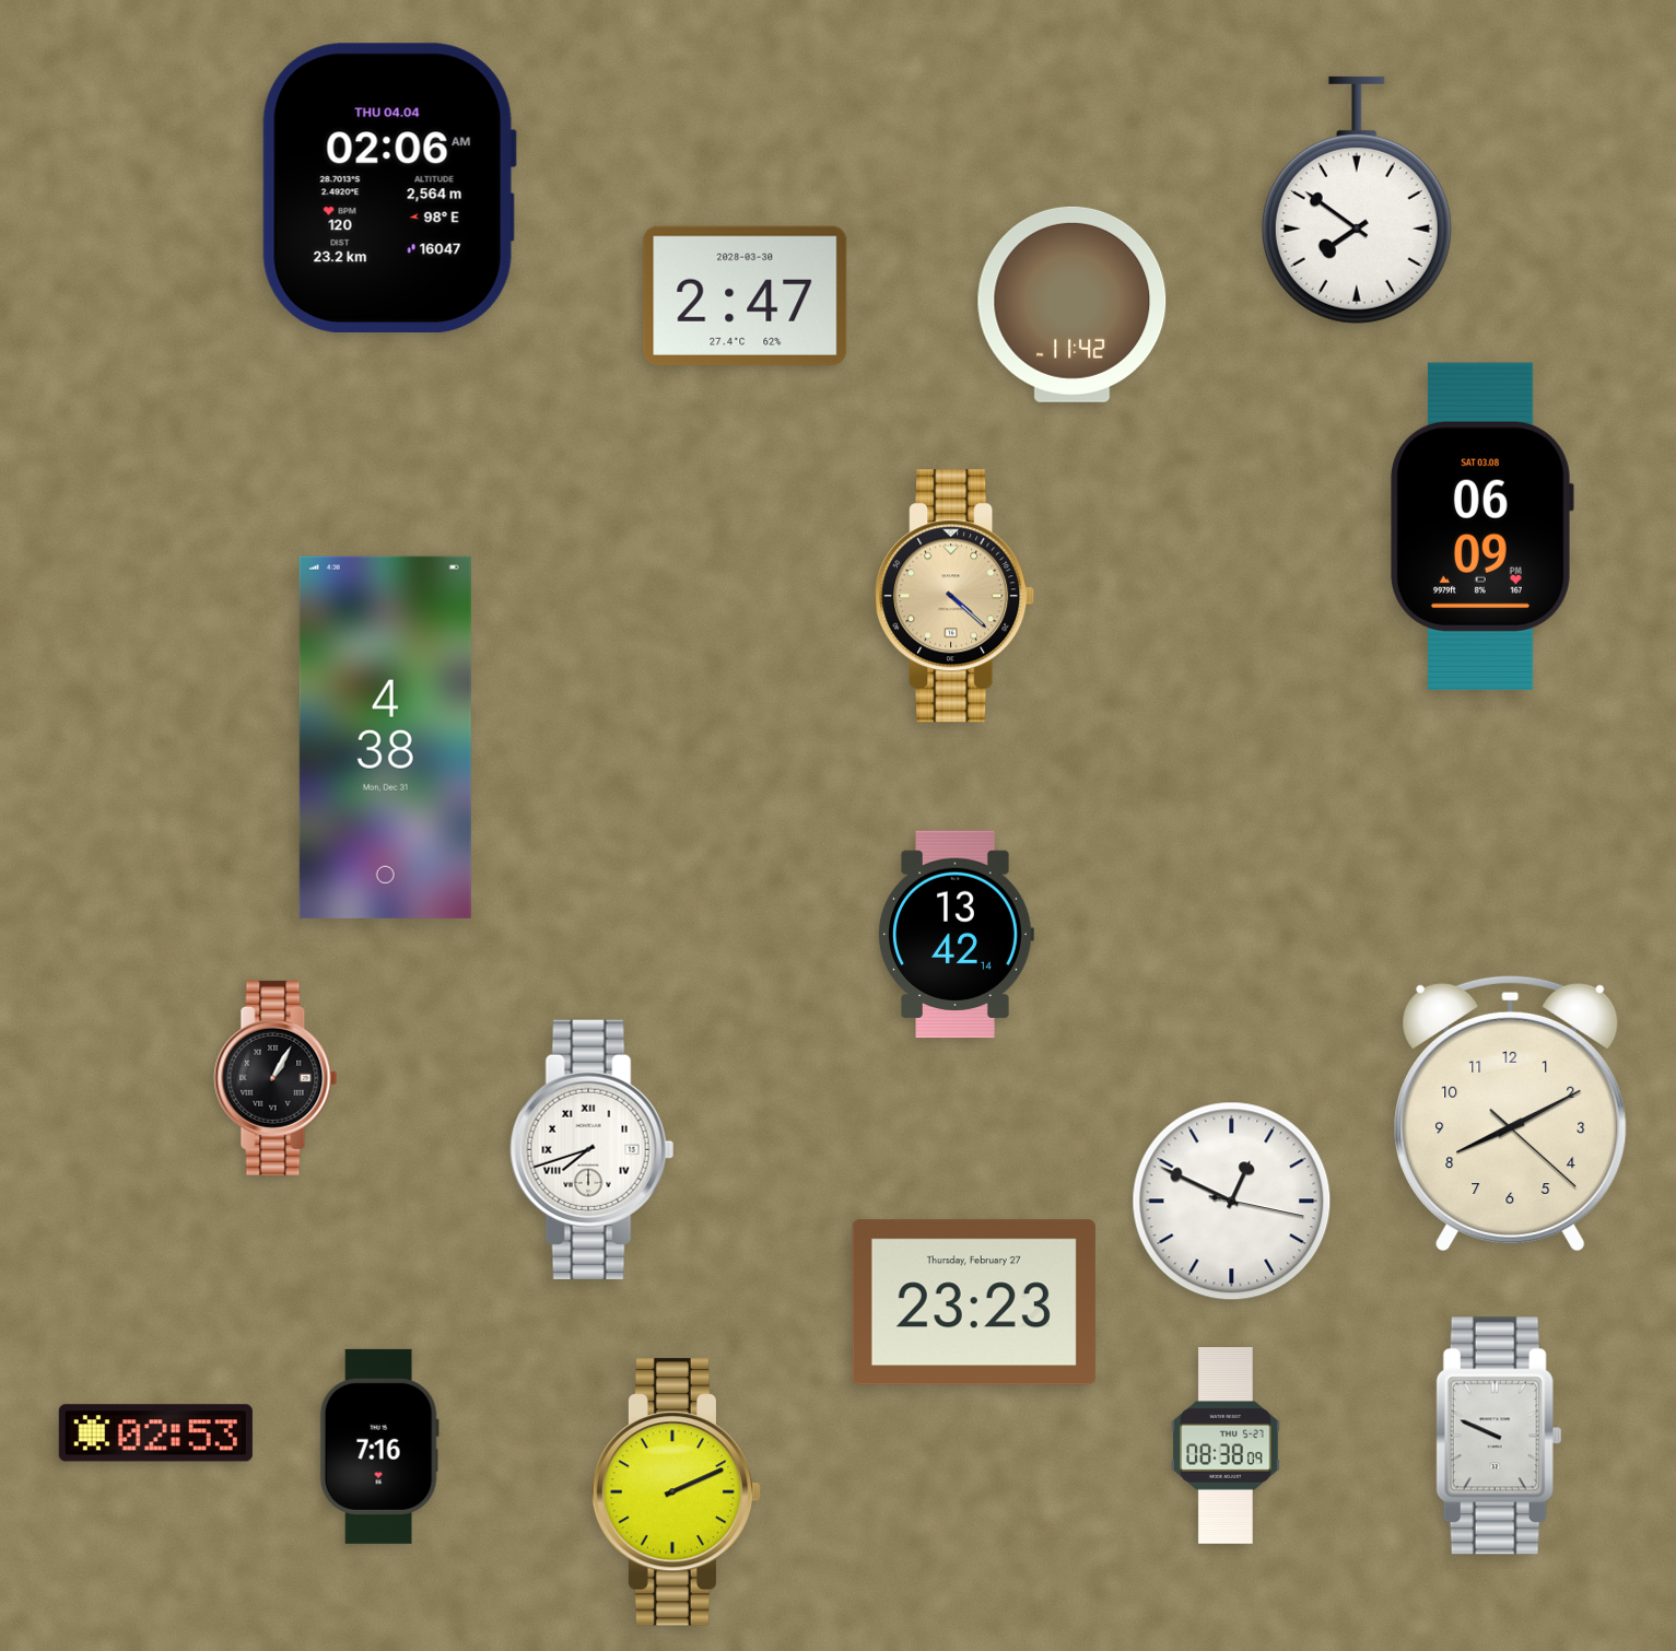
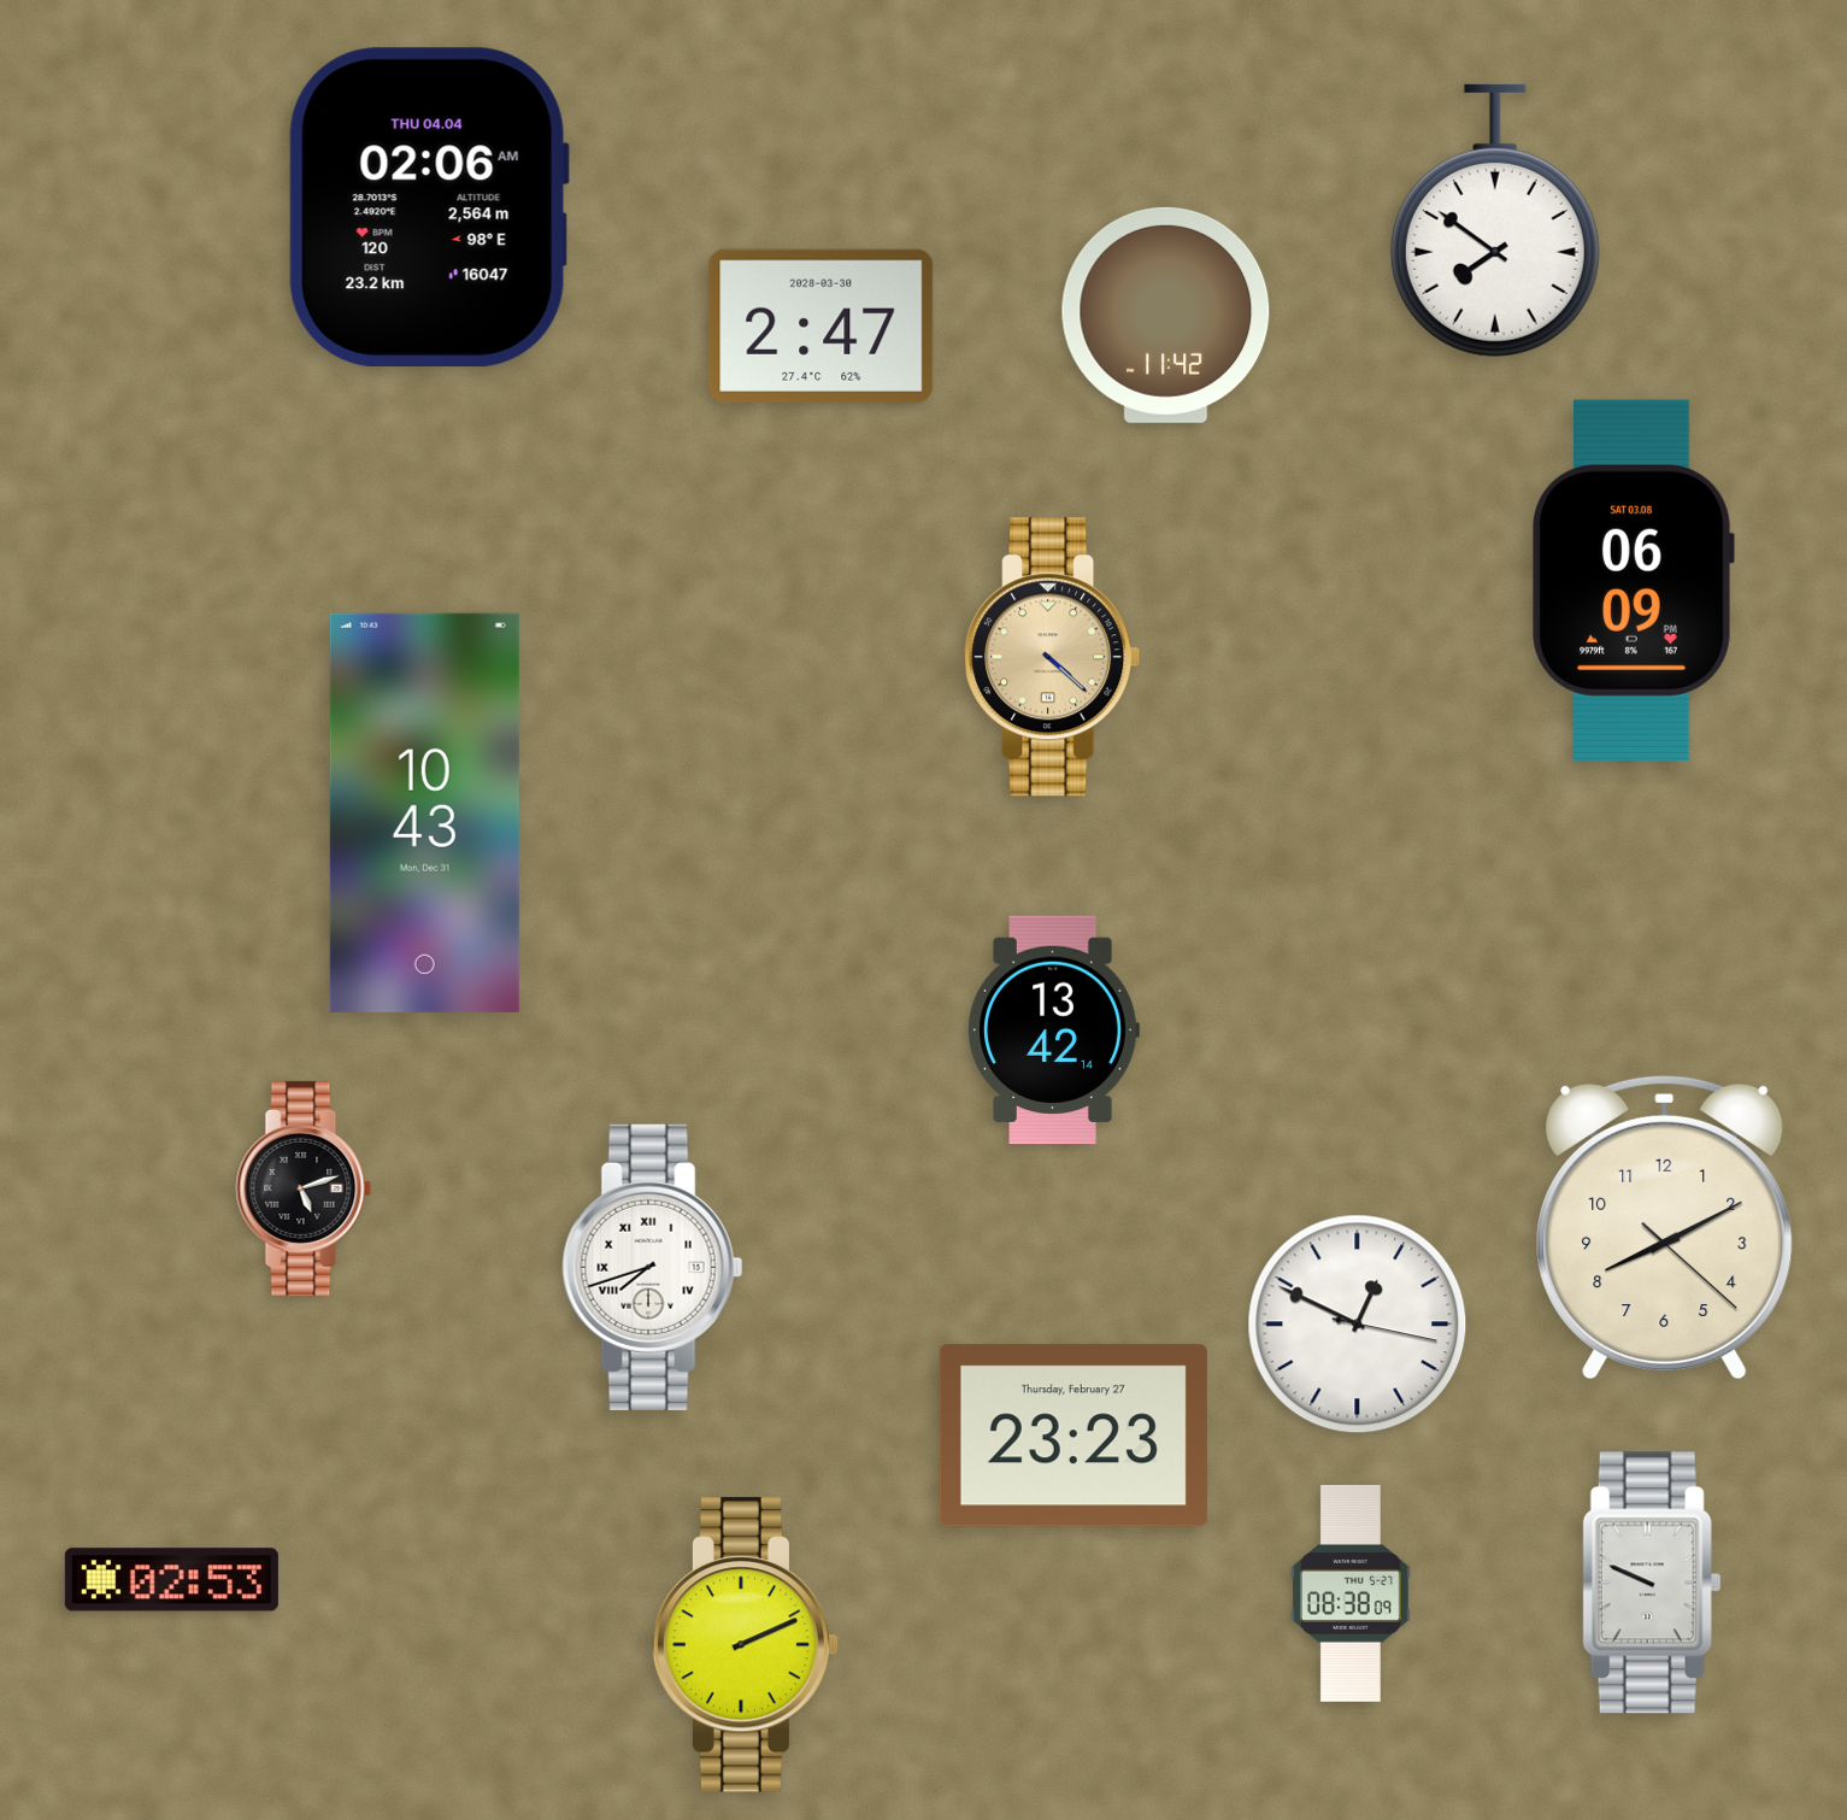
clock at (1073, 304) position: (1073, 304) -> (1166, 315)
clock at (385, 737): 4:38 -> 10:43
clock at (276, 1078): 1:05 -> 5:12
clock at (379, 1447): 7:16 -> none
